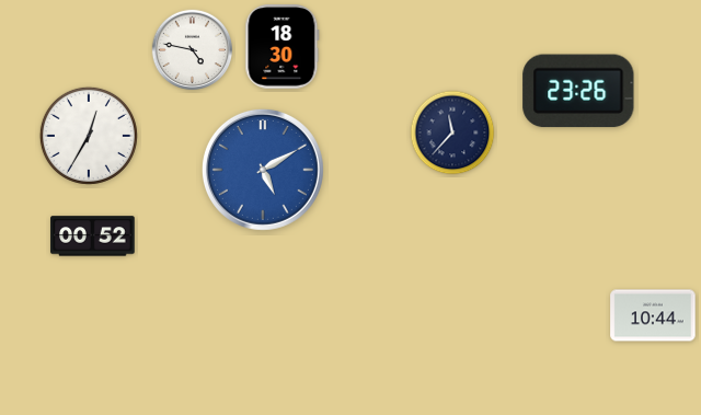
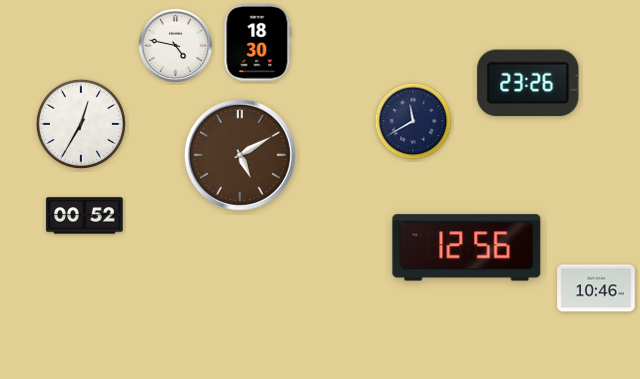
clock at (452, 132): 11:37 -> 11:40
clock at (263, 170) dial: blue -> brown
clock at (467, 248): none -> 12:56
clock at (653, 315): 10:44 -> 10:46
